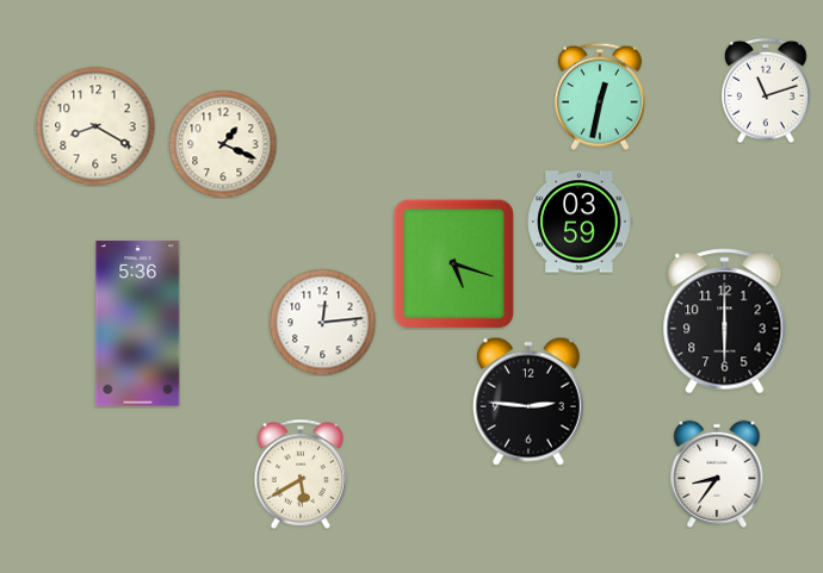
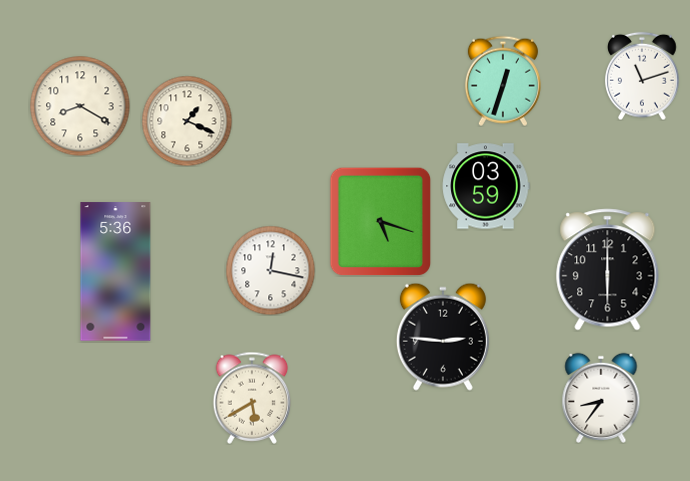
clock at (600, 96): 12:32 -> 12:33
clock at (322, 322): 12:14 -> 12:17
